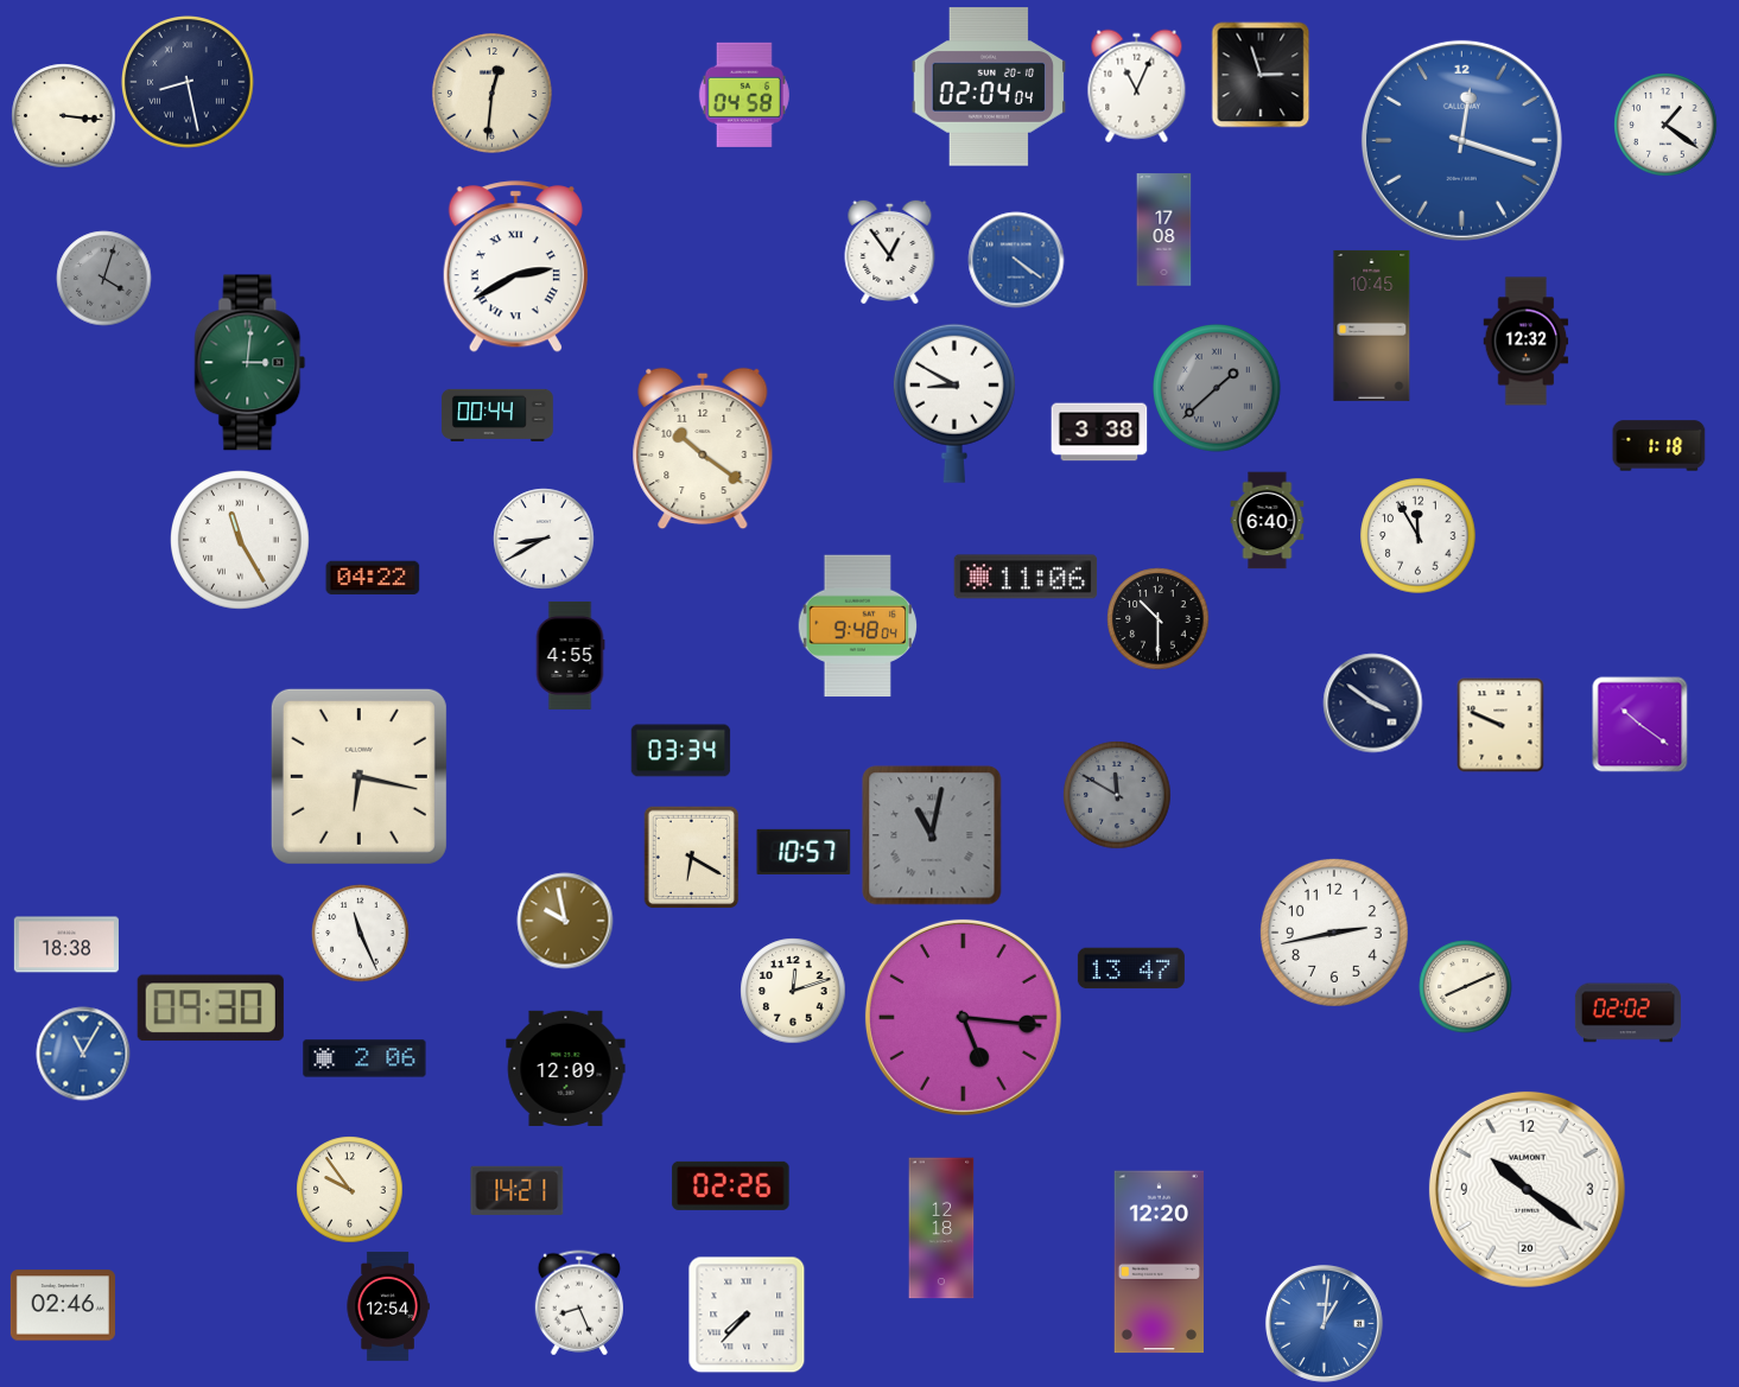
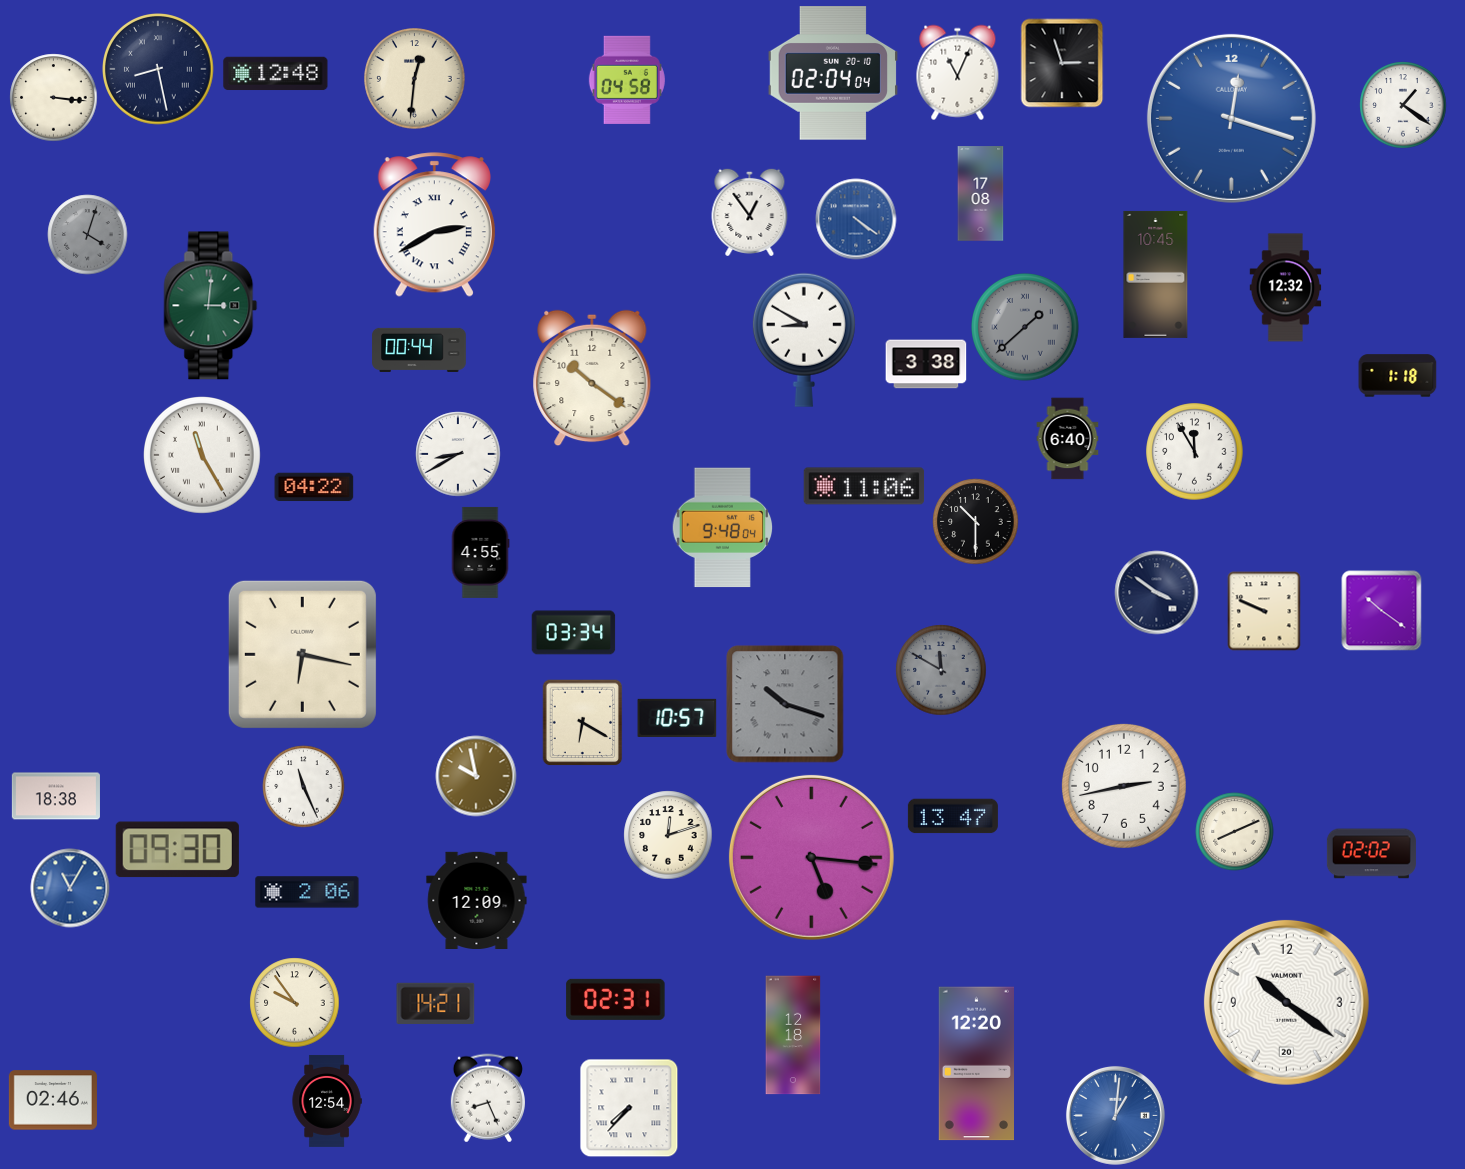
clock at (276, 74): none -> 12:48
clock at (932, 835): 11:02 -> 10:18
clock at (731, 1185): 02:26 -> 02:31
